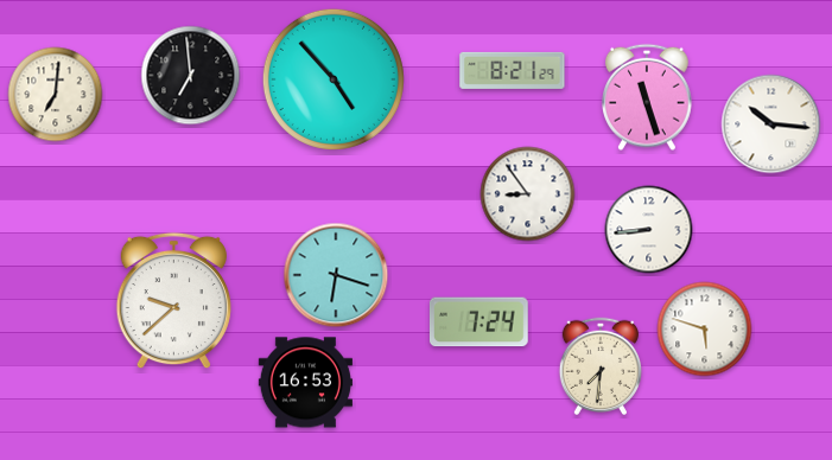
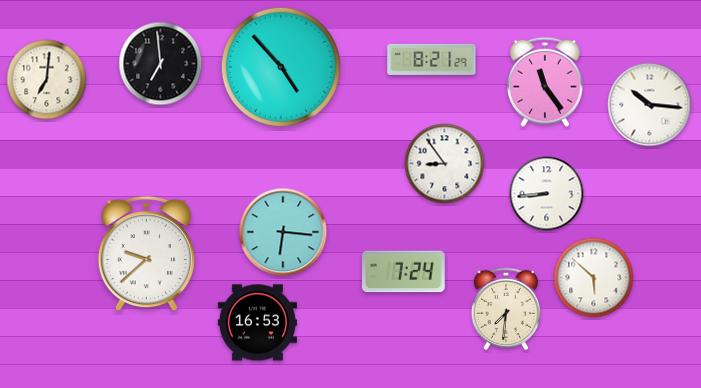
clock at (648, 97): 11:27 -> 11:24
clock at (336, 275): 6:18 -> 6:16
clock at (705, 330): 5:48 -> 5:52
